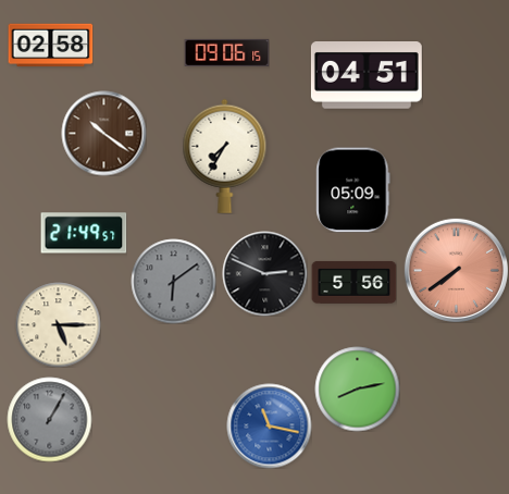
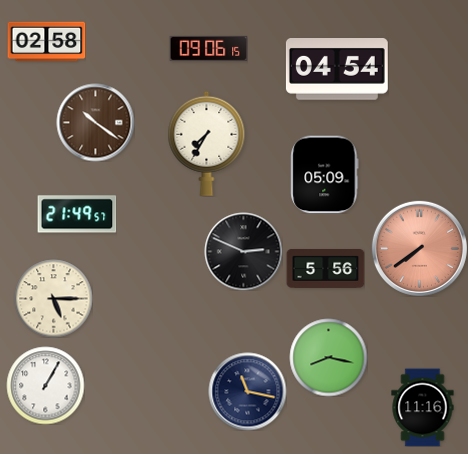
clock at (367, 76): 04:51 -> 04:54
clock at (173, 281): 6:09 -> none
clock at (353, 282) position: (353, 282) -> (325, 268)
clock at (357, 388): 8:13 -> 8:17
clock at (49, 419) dial: grey -> white
clock at (269, 425) dial: blue -> navy
clock at (423, 407): none -> 11:16
